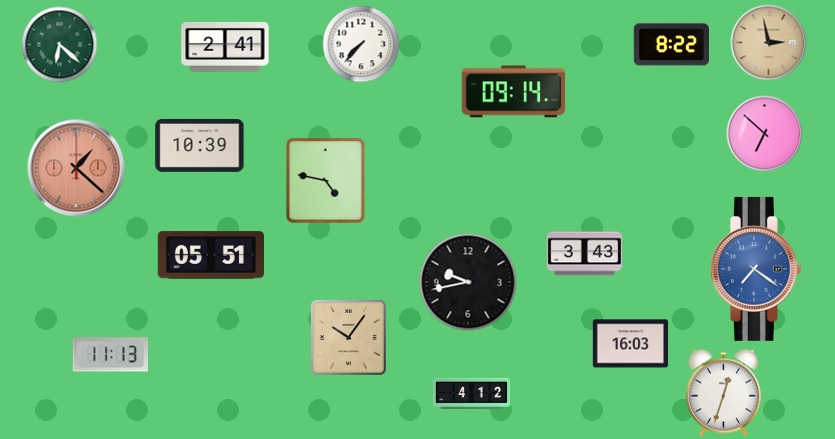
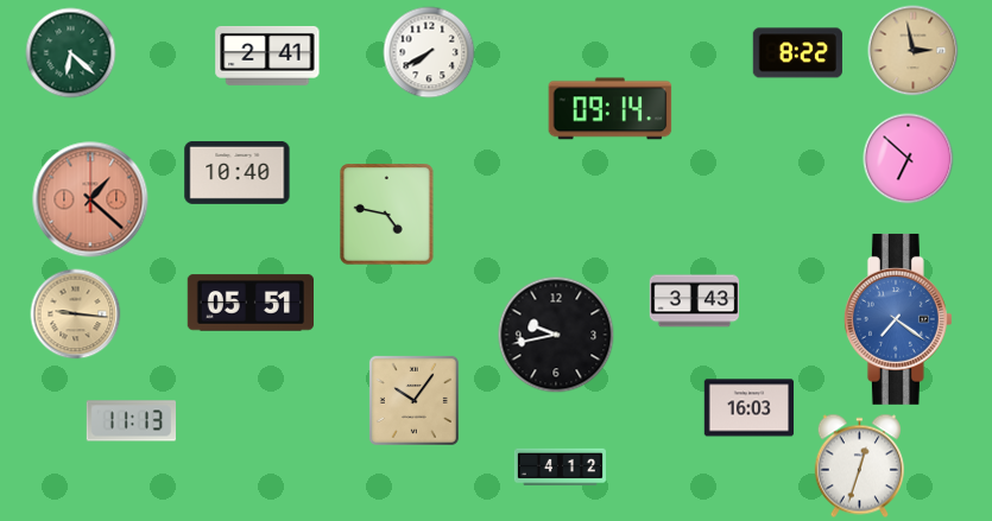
clock at (361, 44): 7:37 -> 7:40
clock at (200, 145): 10:39 -> 10:40
clock at (76, 314): none -> 9:16
